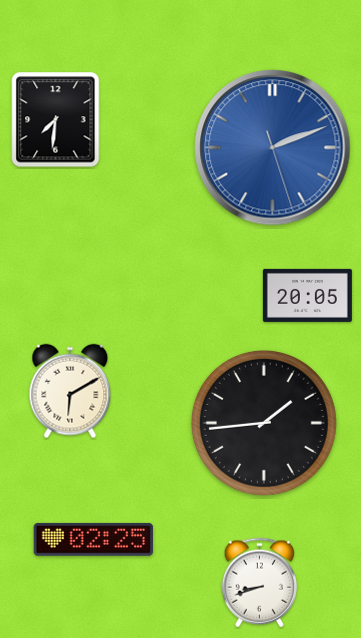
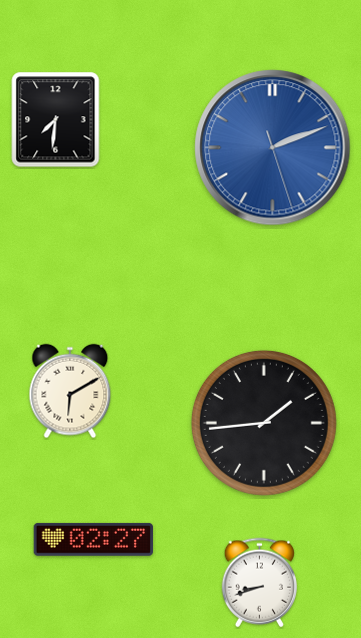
clock at (307, 295): 20:05 -> none
clock at (93, 539): 02:25 -> 02:27
